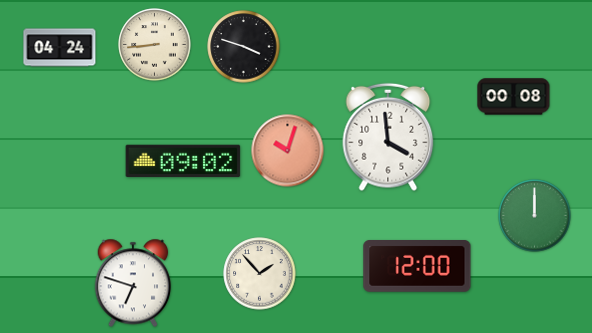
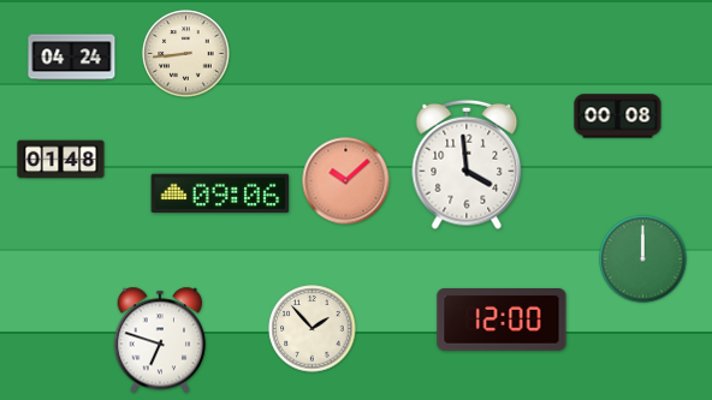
clock at (244, 47): 3:48 -> none
clock at (61, 160): none -> 01:48
clock at (288, 151): 10:03 -> 10:08
clock at (183, 161): 09:02 -> 09:06
